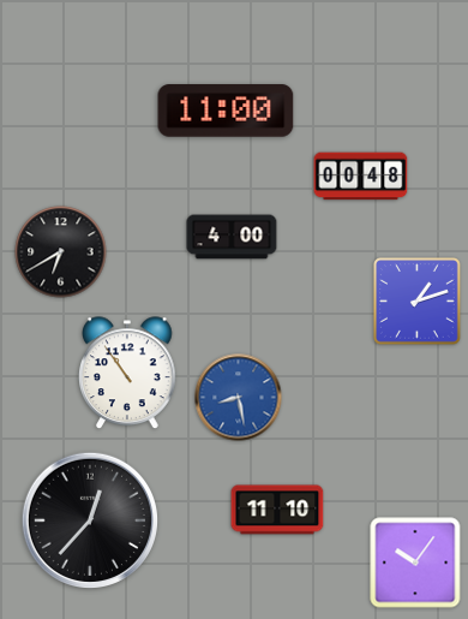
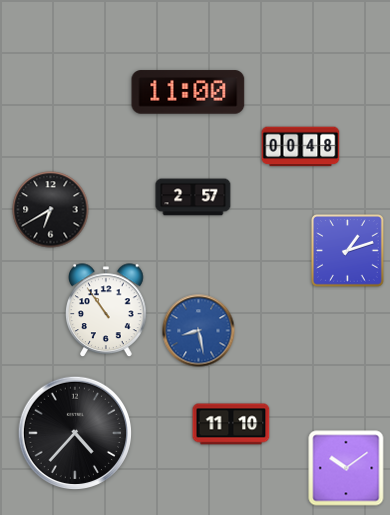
clock at (232, 237): 4:00 -> 2:57
clock at (89, 519): 12:37 -> 4:37
clock at (415, 563): 10:06 -> 10:09
